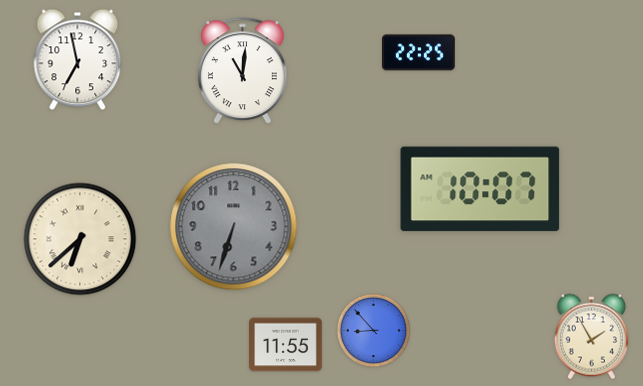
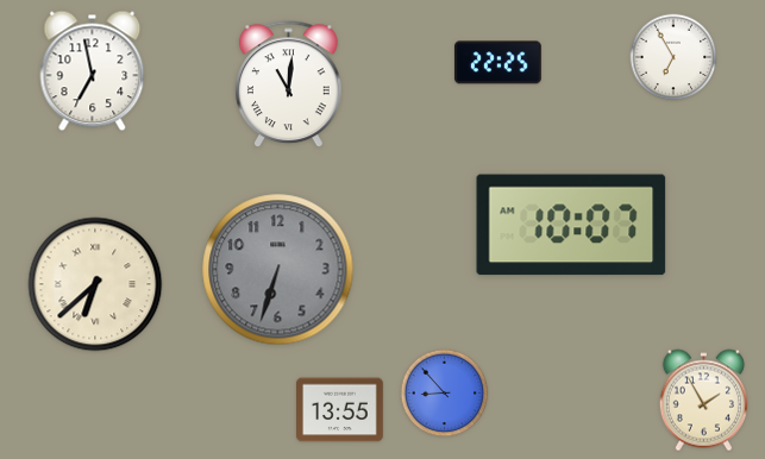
clock at (673, 57): none -> 6:55
clock at (286, 345): 11:55 -> 13:55
